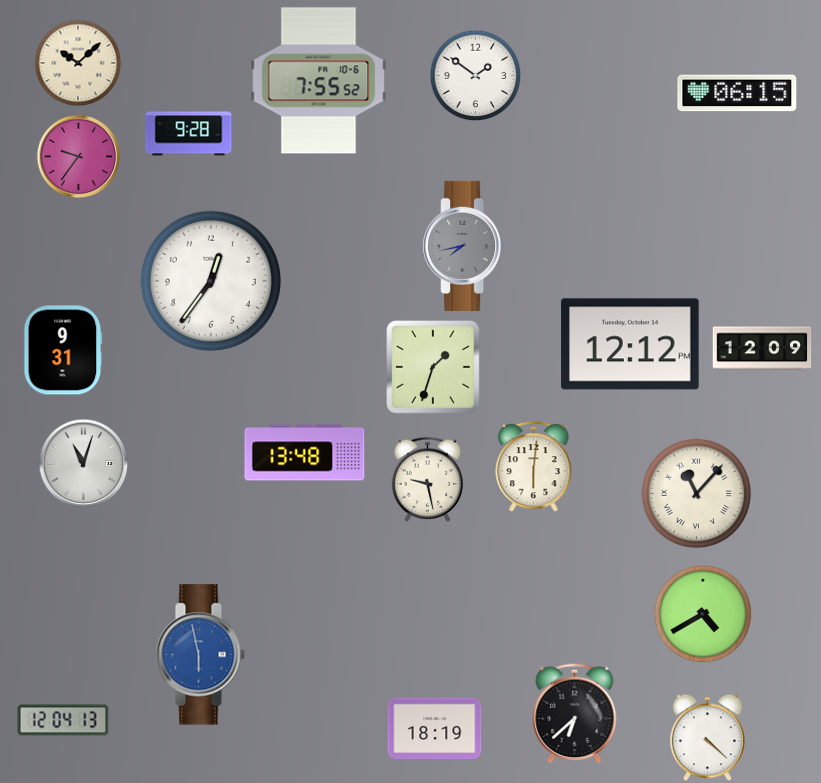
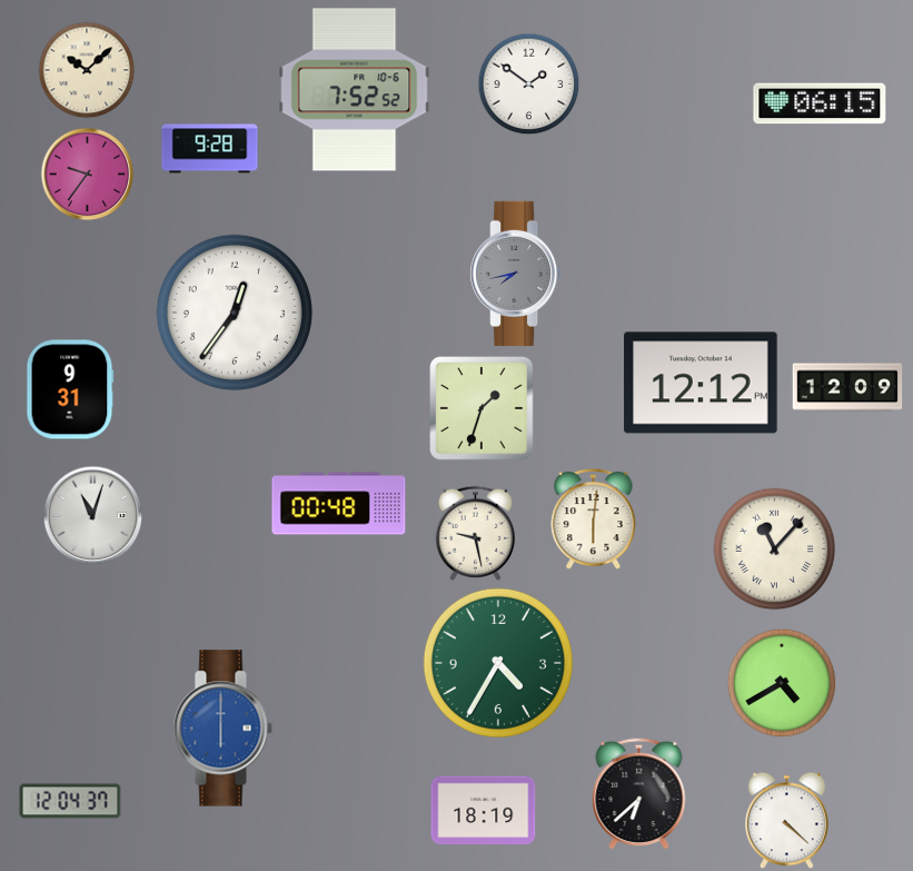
clock at (319, 81): 7:55 -> 7:52
clock at (305, 453): 13:48 -> 00:48
clock at (498, 663): none -> 4:35
clock at (200, 655): 5:58 -> 6:00
clock at (63, 720): 12:04:13 -> 12:04:37
